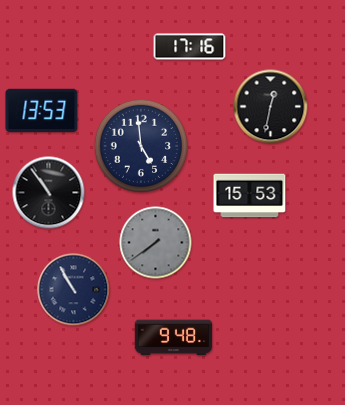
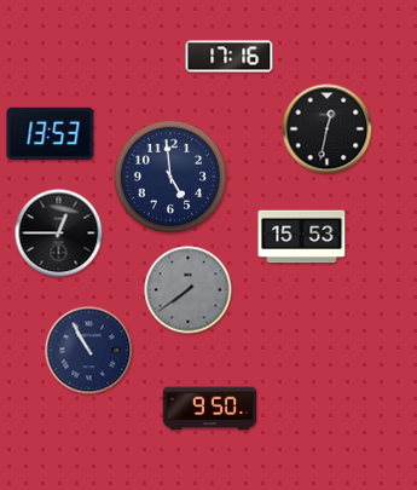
clock at (49, 193): 10:54 -> 12:45
clock at (156, 243) position: (156, 243) -> (189, 290)
clock at (174, 338): 9:48 -> 9:50
